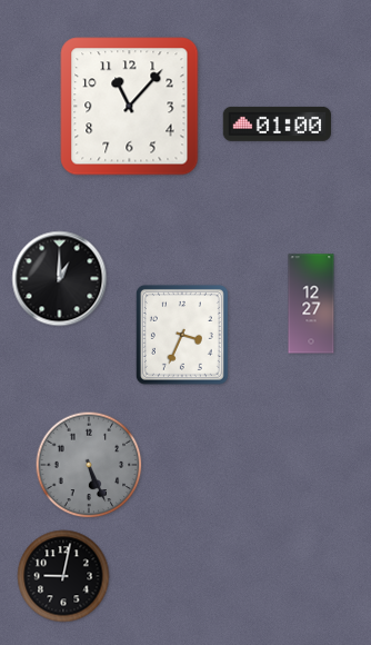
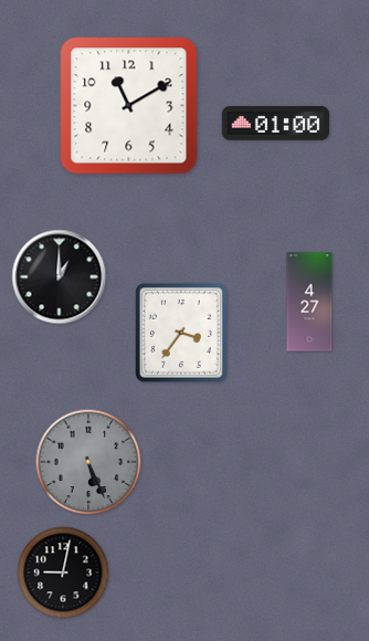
clock at (130, 107): 11:07 -> 11:10
clock at (311, 304): 12:27 -> 4:27
clock at (182, 335): 3:34 -> 3:36
